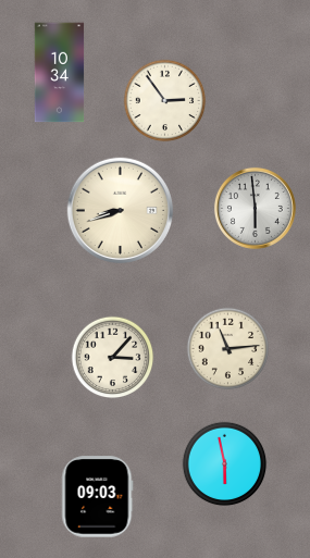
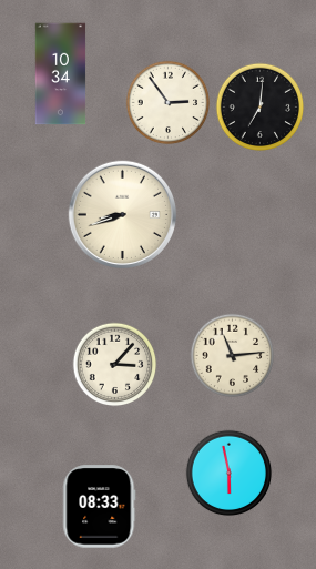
clock at (261, 108): none -> 7:01
clock at (255, 208): 5:59 -> none
clock at (98, 497): 09:03 -> 08:33
